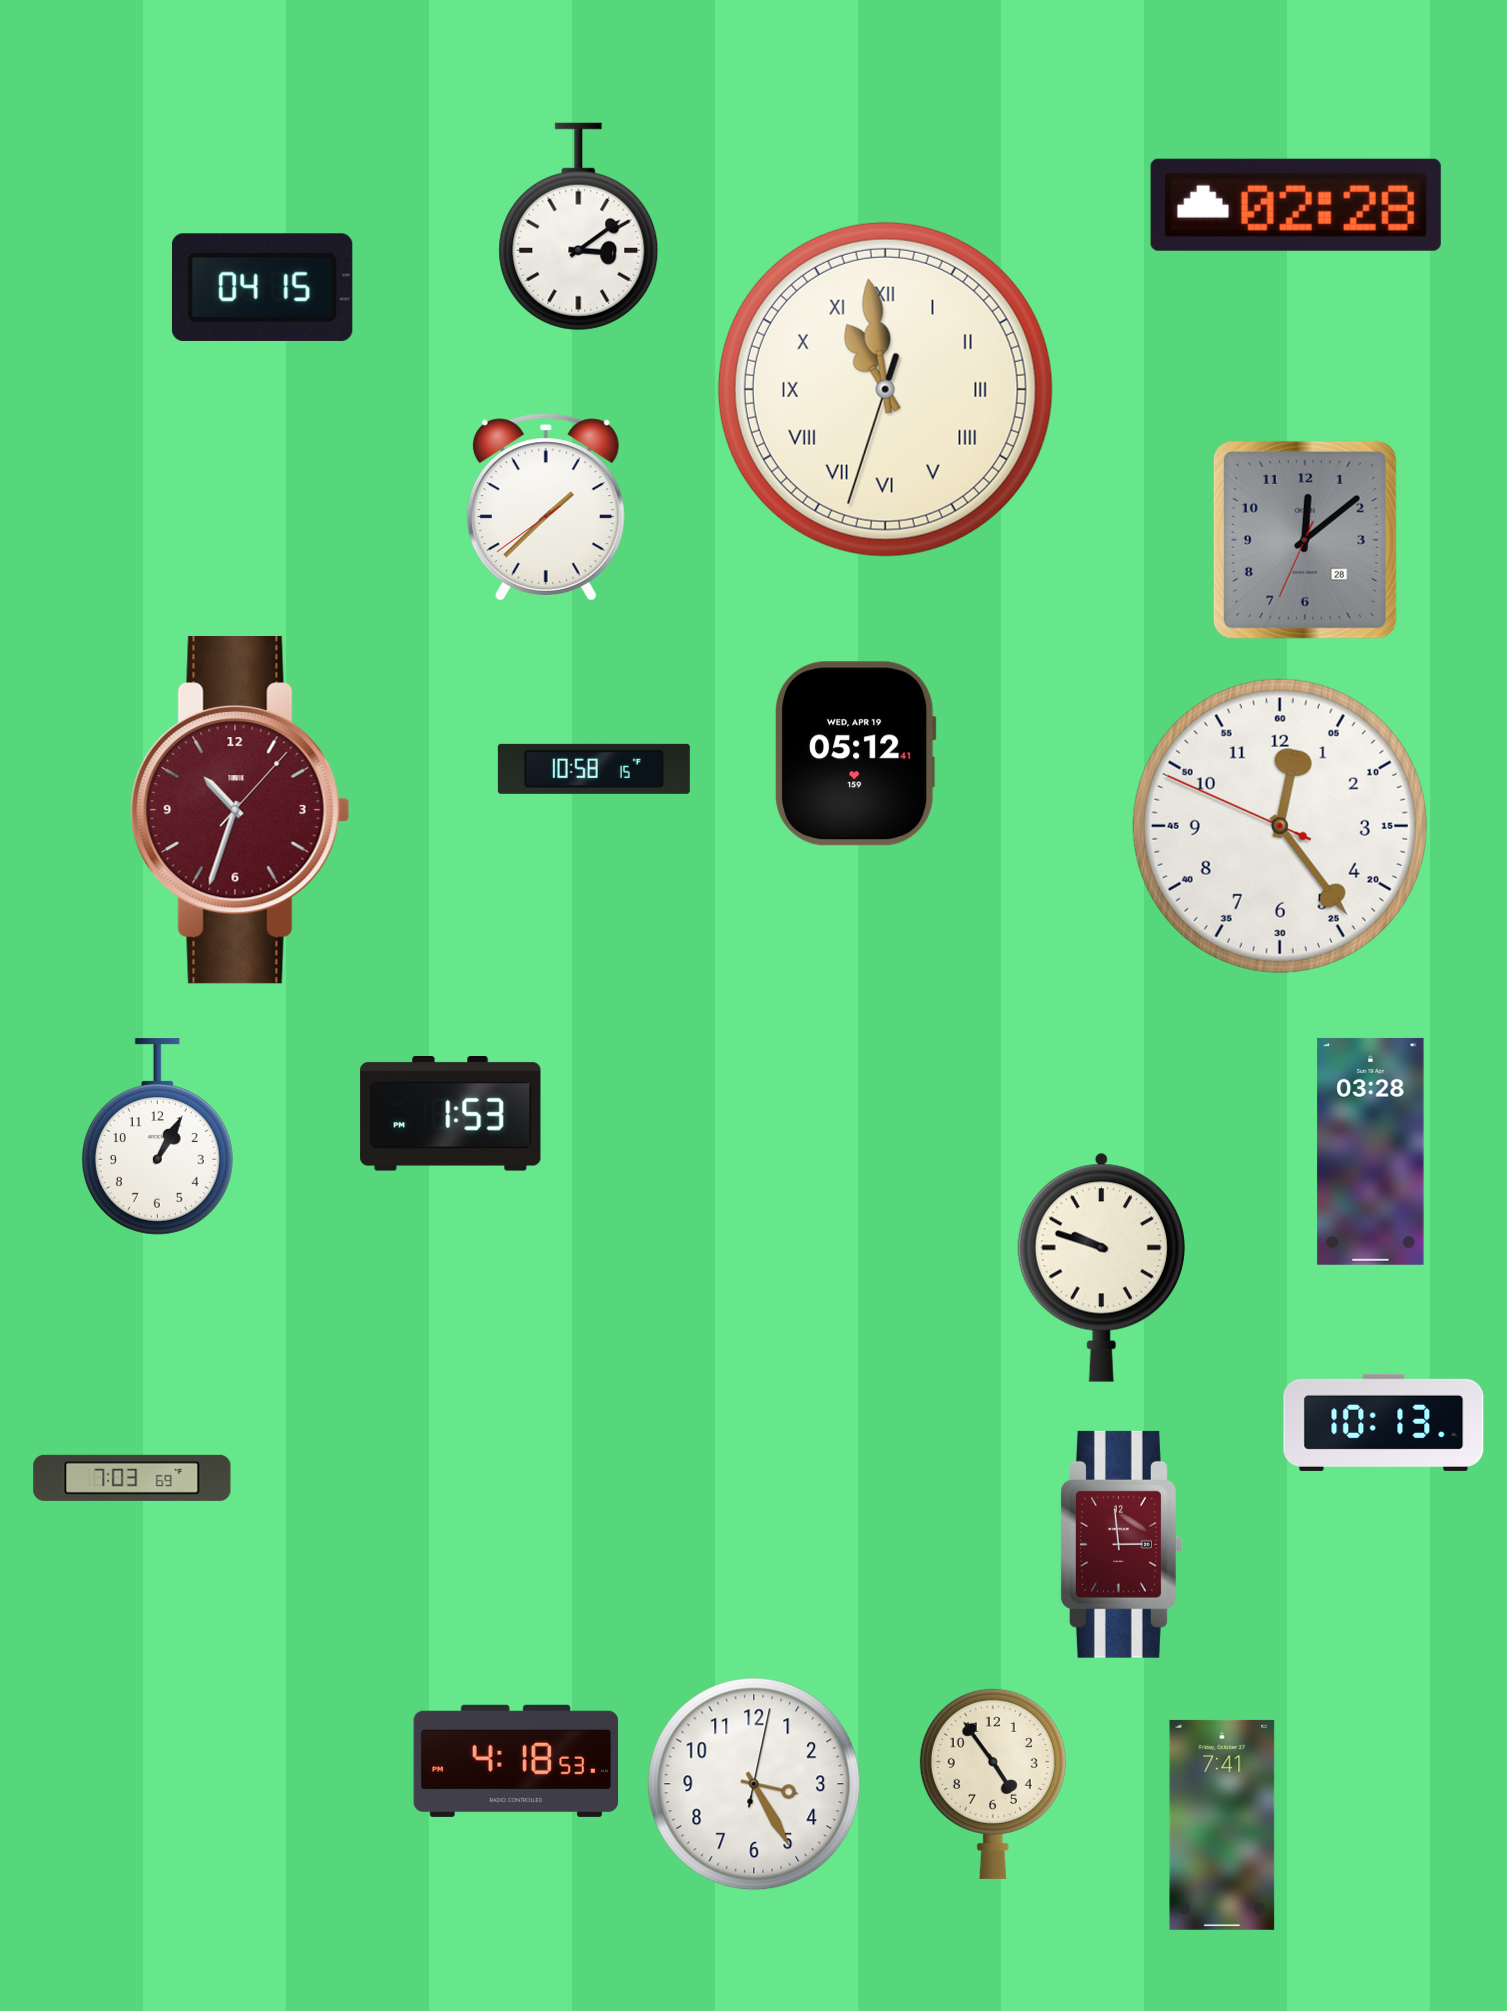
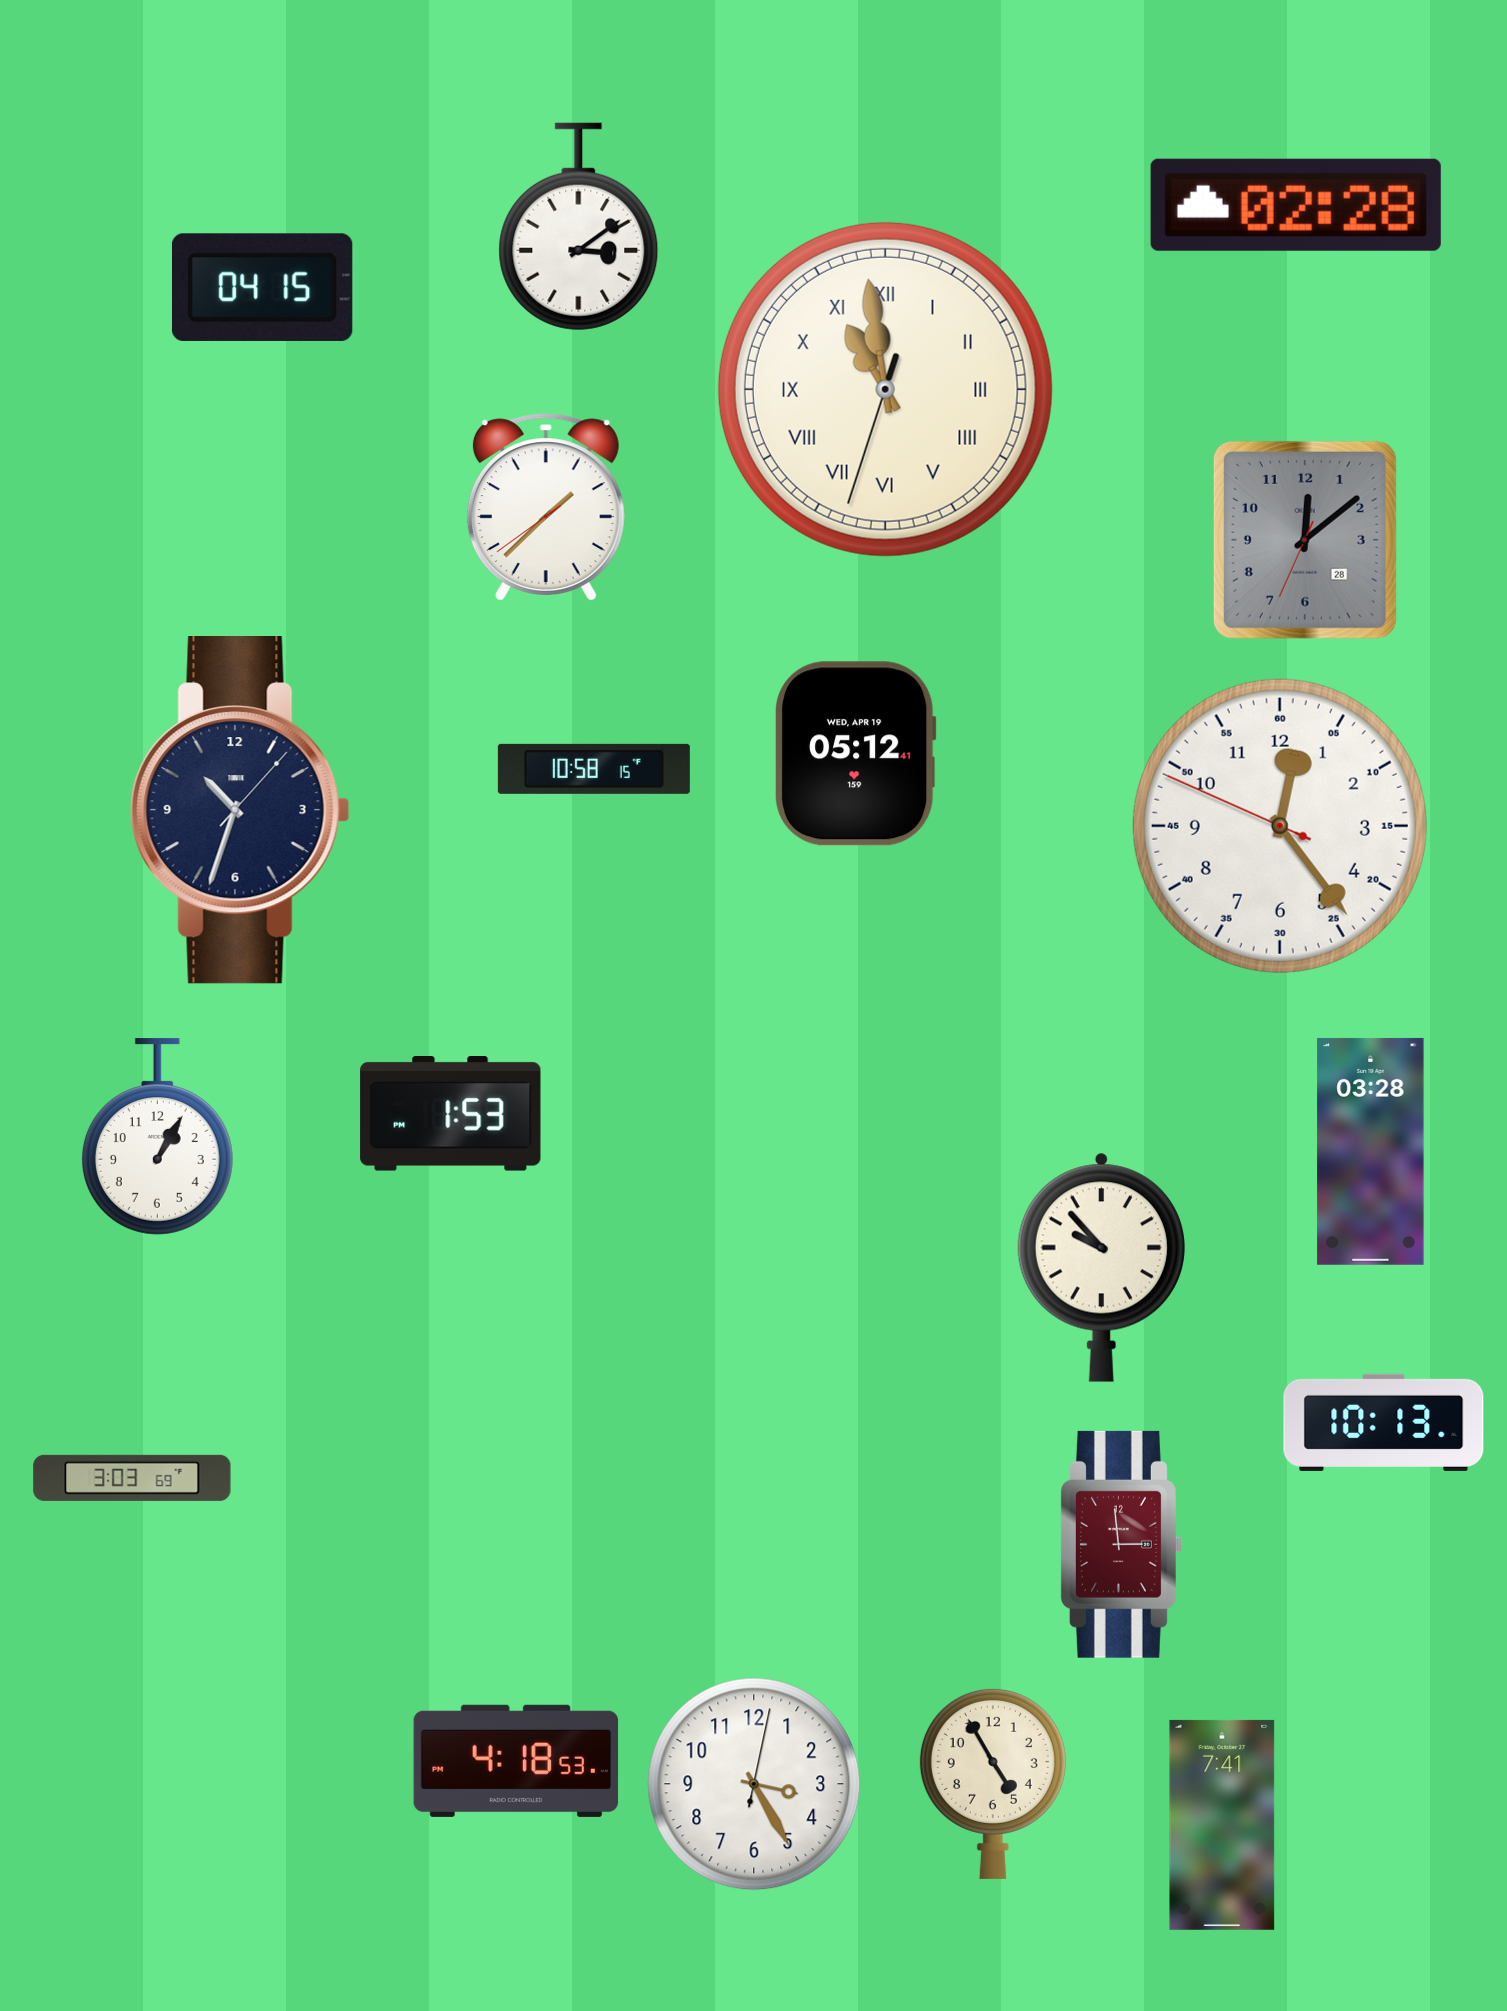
clock at (240, 811) dial: burgundy -> navy
clock at (1101, 1267): 9:48 -> 9:53
clock at (132, 1478): 7:03 -> 3:03
clock at (993, 1783): 4:54 -> 4:55
